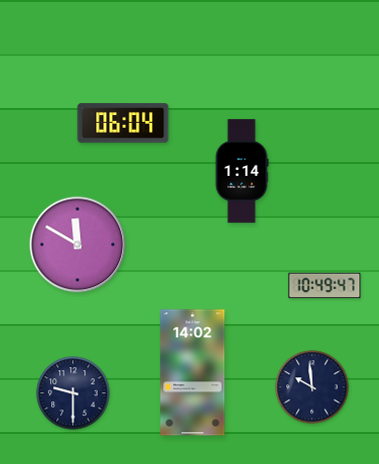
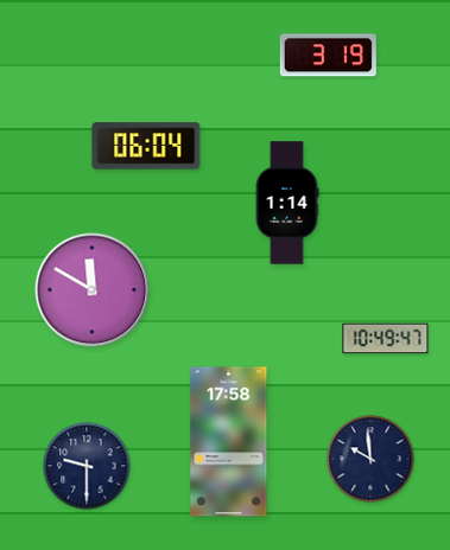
clock at (328, 56): none -> 3:19
clock at (193, 373): 14:02 -> 17:58
